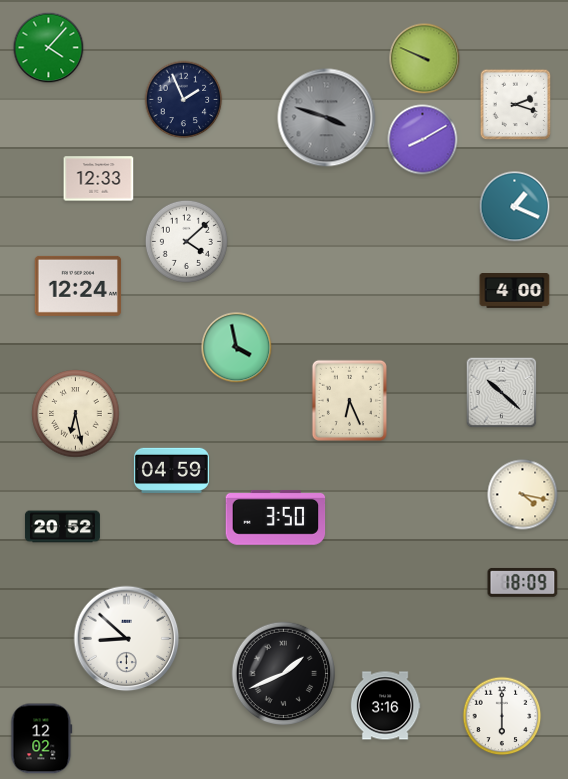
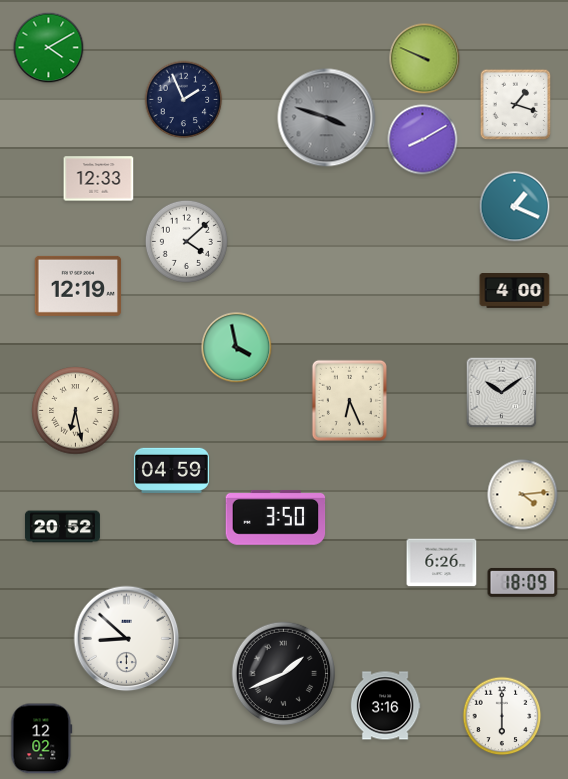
clock at (49, 48): 4:07 -> 4:10
clock at (516, 105): 2:18 -> 1:18
clock at (78, 286): 12:24 -> 12:19
clock at (502, 393): 10:22 -> 10:09
clock at (76, 414) position: (76, 414) -> (76, 411)
clock at (523, 495): 4:17 -> 4:14
clock at (442, 563): none -> 6:26
